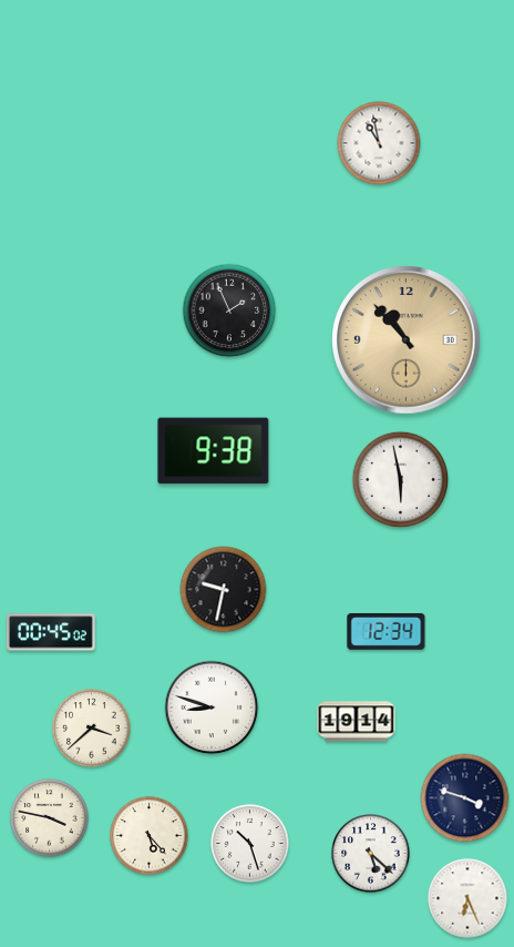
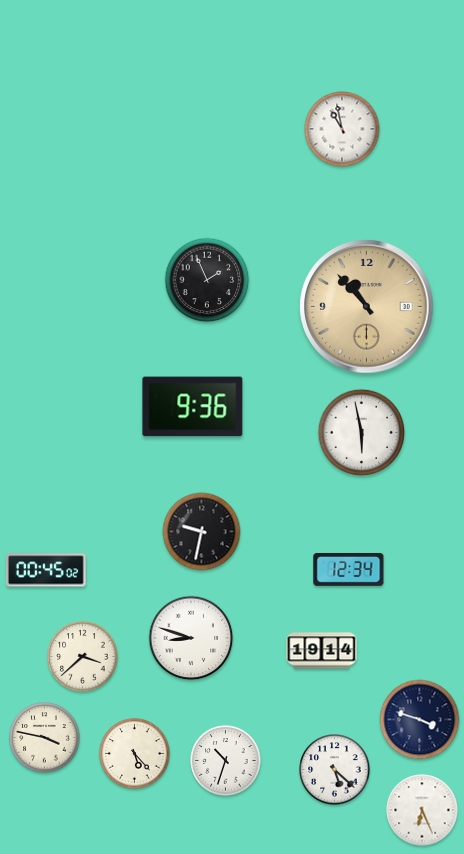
clock at (214, 451): 9:38 -> 9:36
clock at (250, 844): 10:27 -> 10:33
